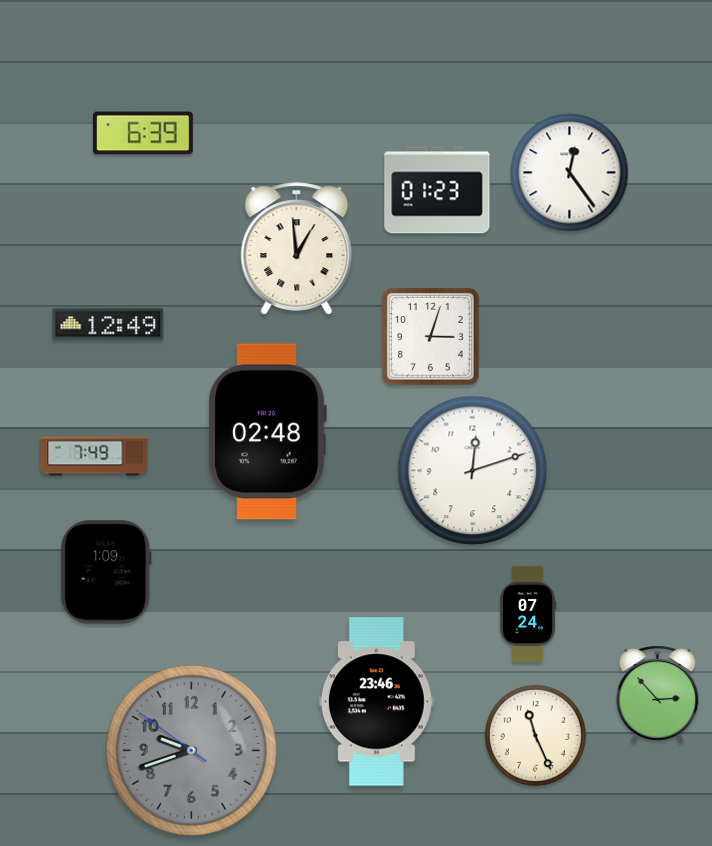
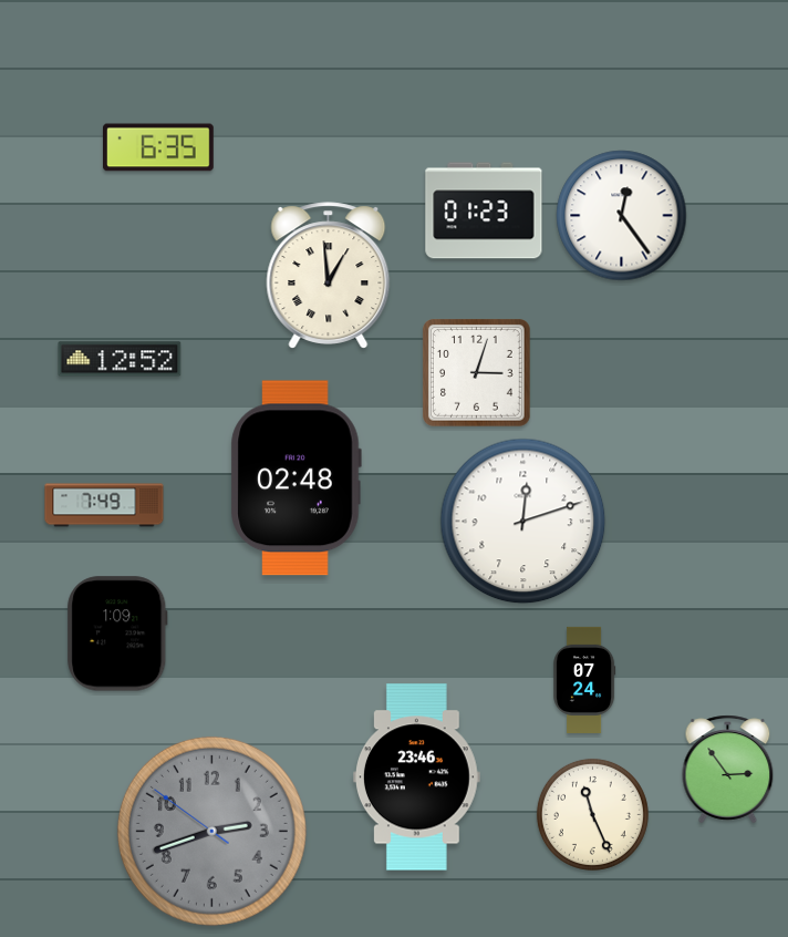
clock at (144, 133): 6:39 -> 6:35
clock at (570, 173) position: (570, 173) -> (622, 216)
clock at (108, 324): 12:49 -> 12:52
clock at (658, 695): 2:53 -> 2:54
clock at (191, 750): 9:41 -> 2:41
